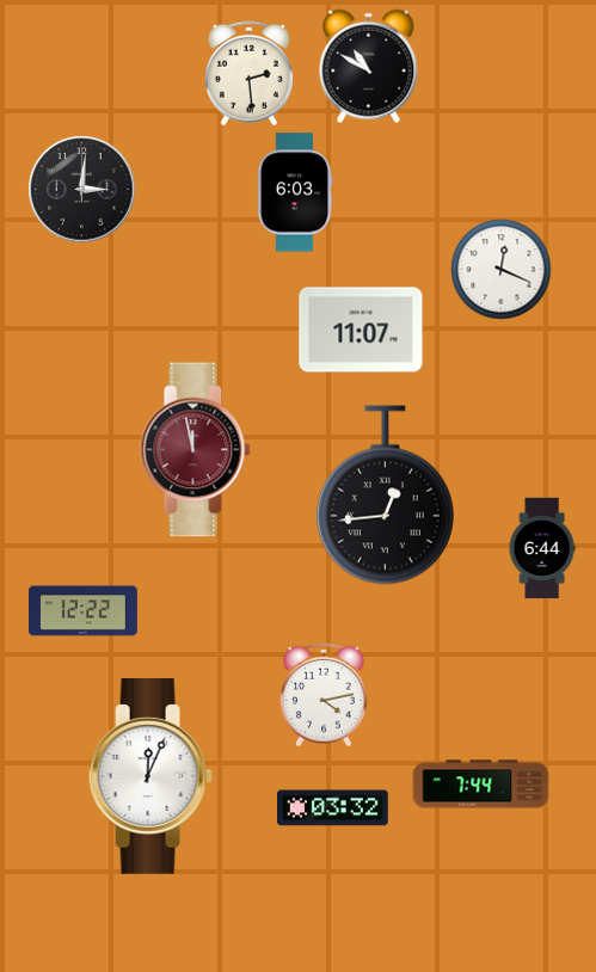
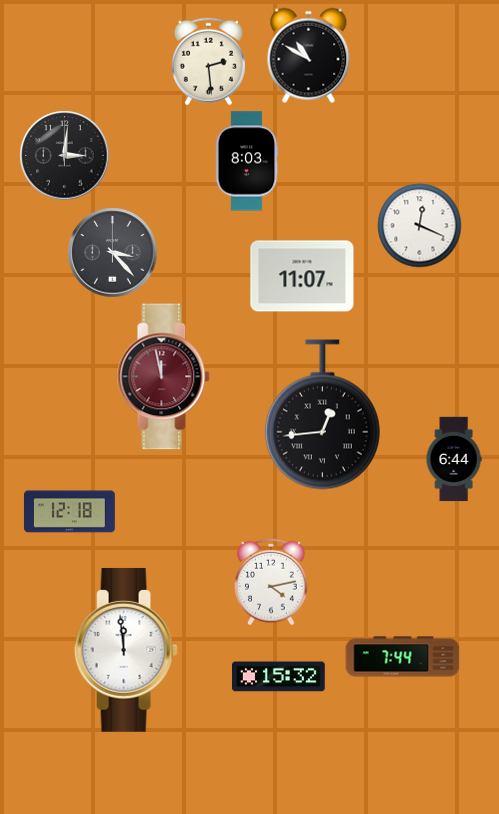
clock at (82, 190) position: (82, 190) -> (65, 156)
clock at (295, 192): 6:03 -> 8:03
clock at (113, 253): none -> 3:23
clock at (82, 611): 12:22 -> 12:18
clock at (150, 776): 12:04 -> 11:59
clock at (333, 808): 03:32 -> 15:32
